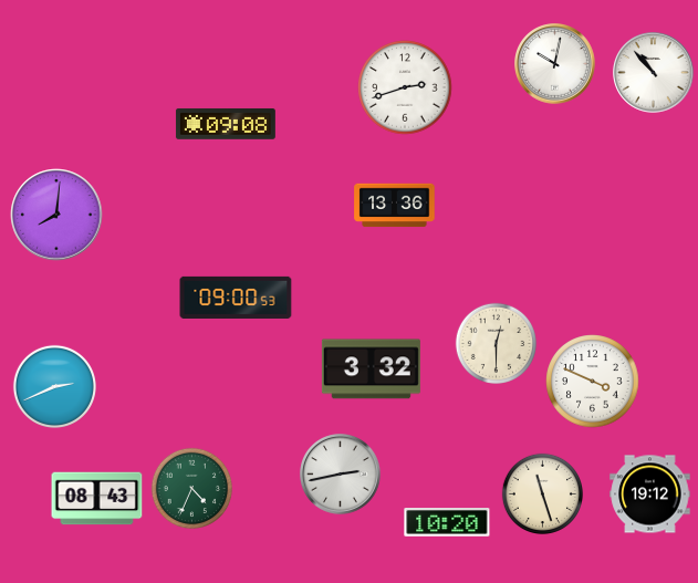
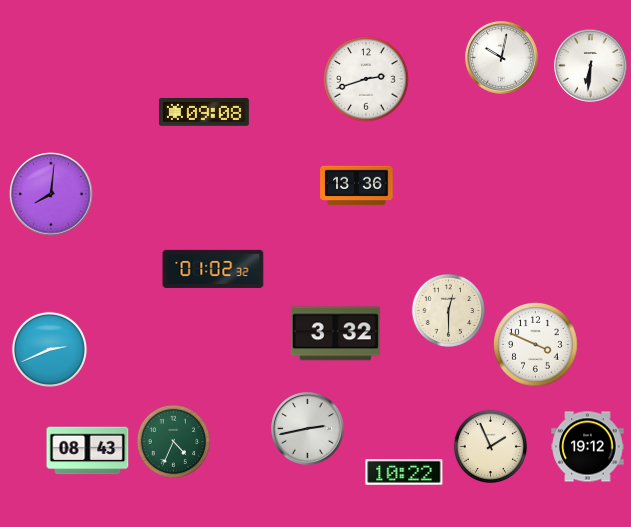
clock at (654, 73): 10:53 -> 6:31
clock at (236, 298): 09:00 -> 01:02
clock at (542, 493): 11:27 -> 1:56
clock at (447, 523): 10:20 -> 10:22
